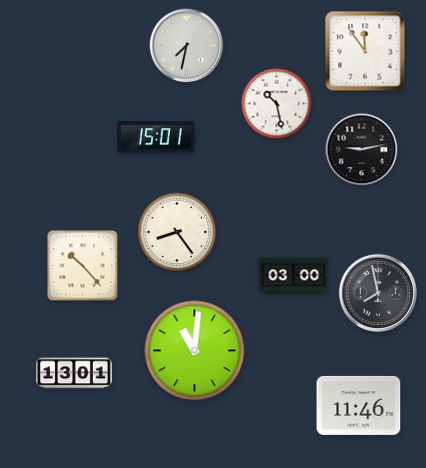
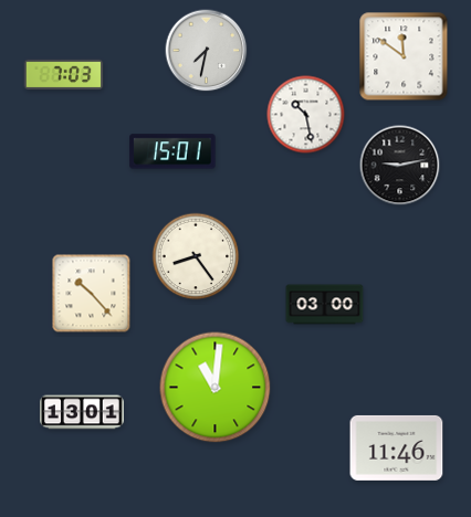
clock at (365, 51): 11:54 -> 11:51
clock at (64, 75): none -> 7:03
clock at (377, 292): 7:58 -> none
